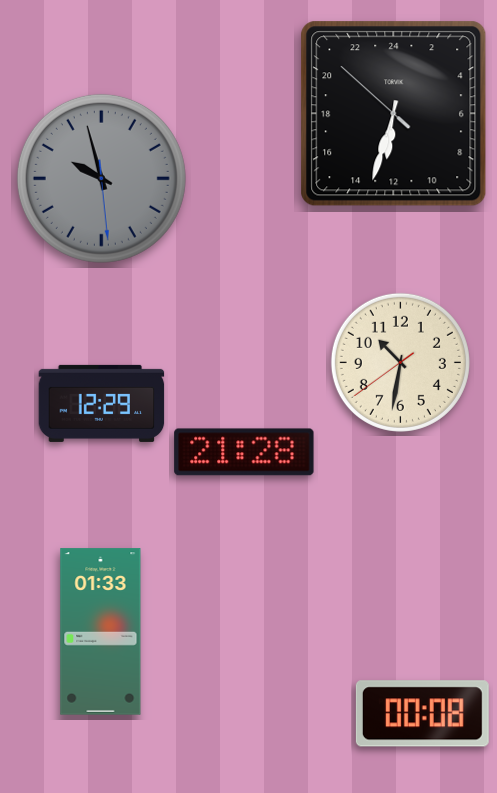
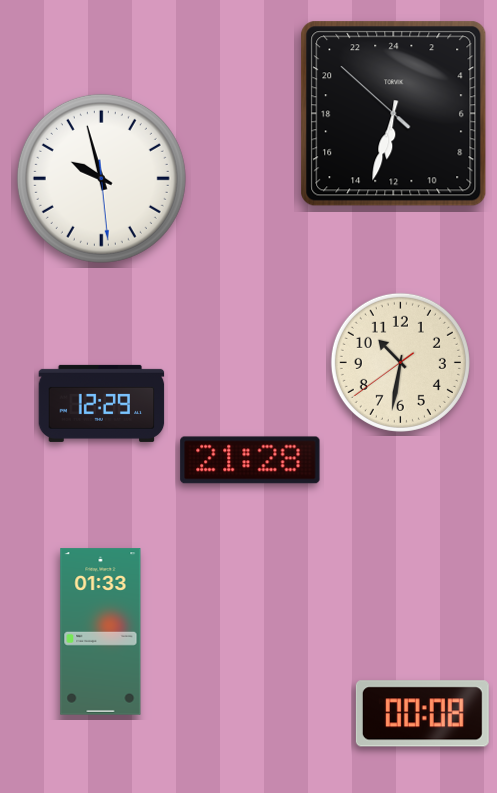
clock at (101, 178) dial: grey -> white
clock at (244, 452) position: (244, 452) -> (250, 460)
